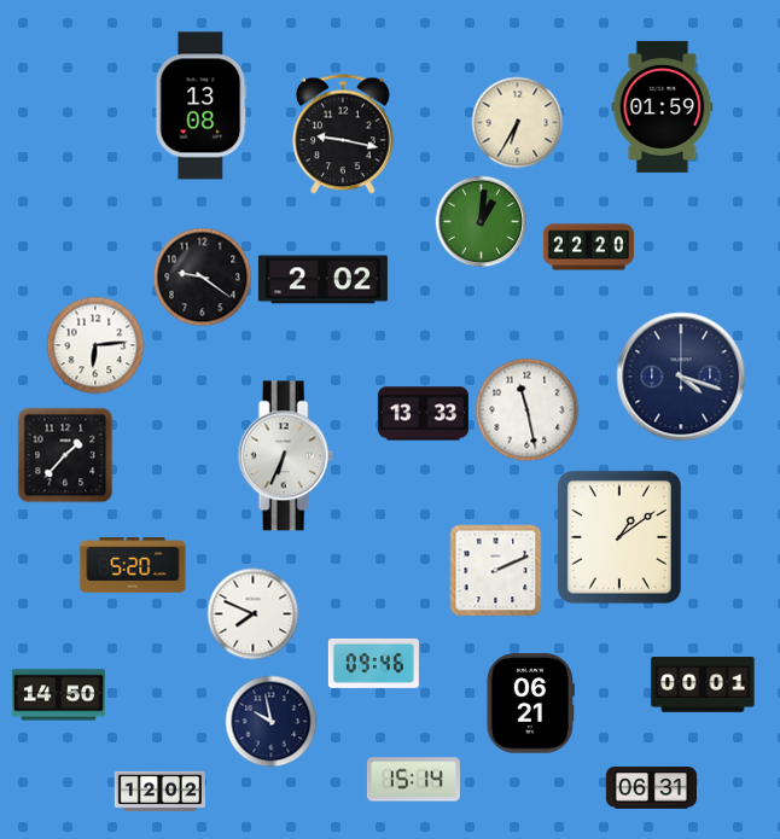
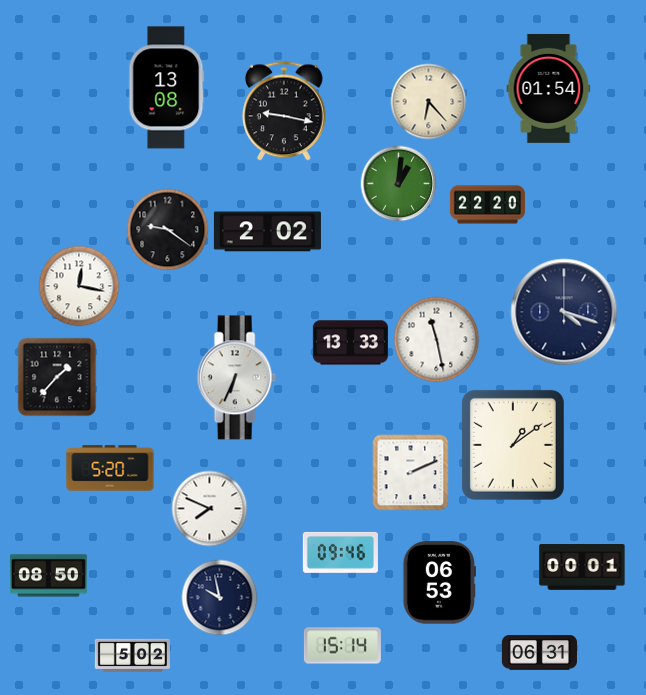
clock at (663, 106): 01:59 -> 01:54
clock at (518, 123): 6:35 -> 6:23
clock at (95, 345): 6:14 -> 12:17
clock at (65, 455) position: (65, 455) -> (57, 377)
clock at (373, 663) position: (373, 663) -> (340, 552)
clock at (58, 695): 14:50 -> 08:50
clock at (530, 704): 06:21 -> 06:53
clock at (272, 722) position: (272, 722) -> (220, 598)
clock at (159, 791): 12:02 -> 5:02
